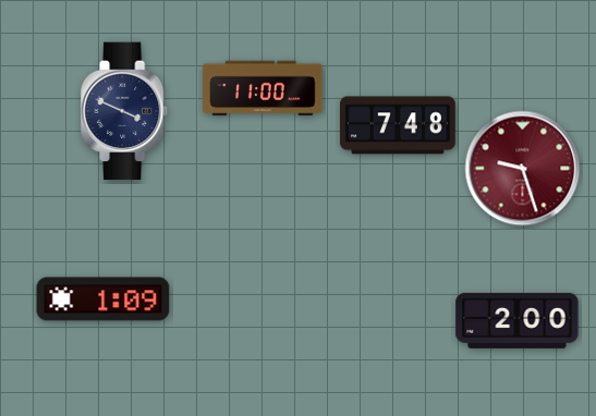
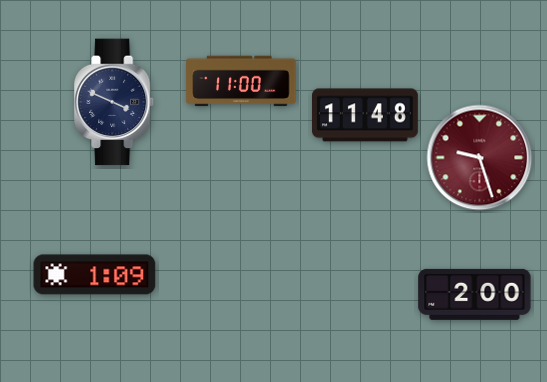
clock at (399, 125): 7:48 -> 11:48
clock at (523, 169) position: (523, 169) -> (480, 158)
